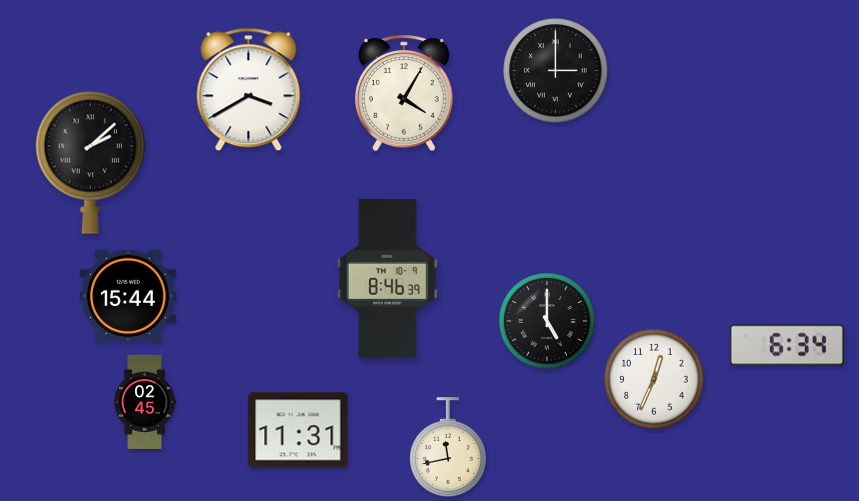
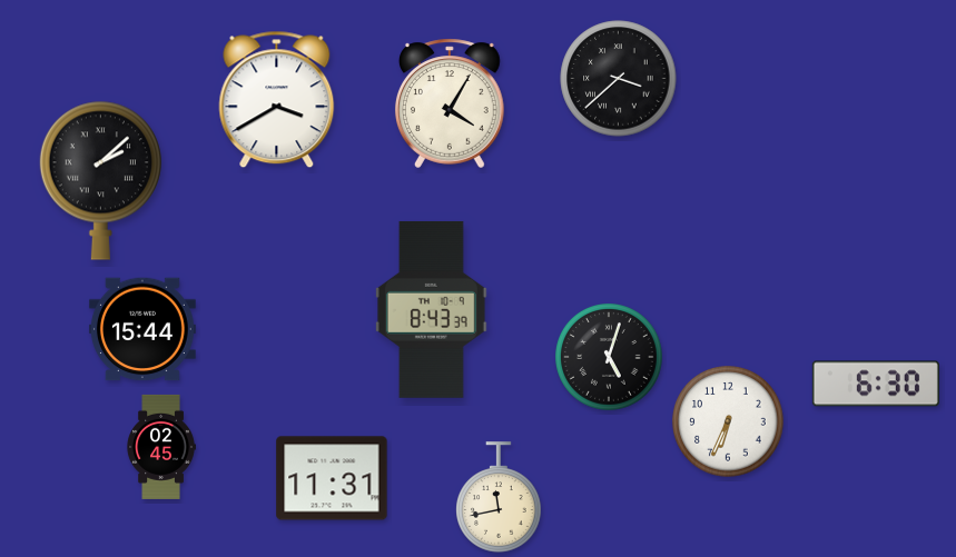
clock at (556, 71): 3:00 -> 3:38
clock at (387, 278): 8:46 -> 8:43
clock at (548, 322): 5:00 -> 5:03
clock at (787, 345): 6:34 -> 6:30
clock at (654, 379): 12:34 -> 6:34
